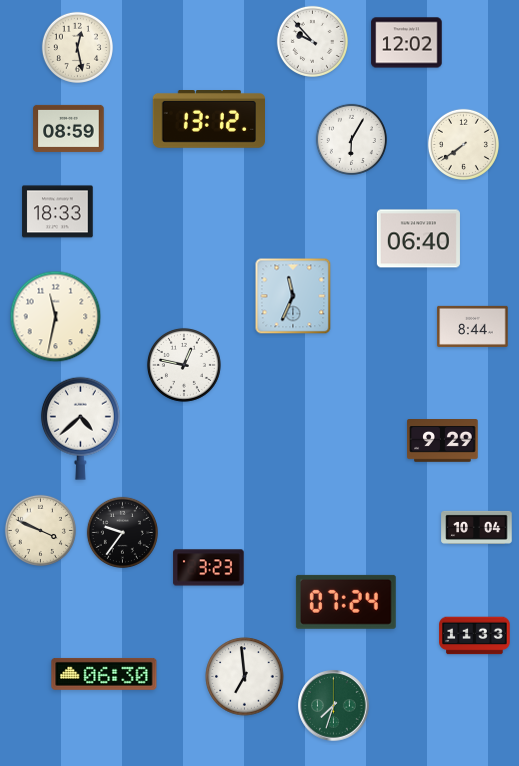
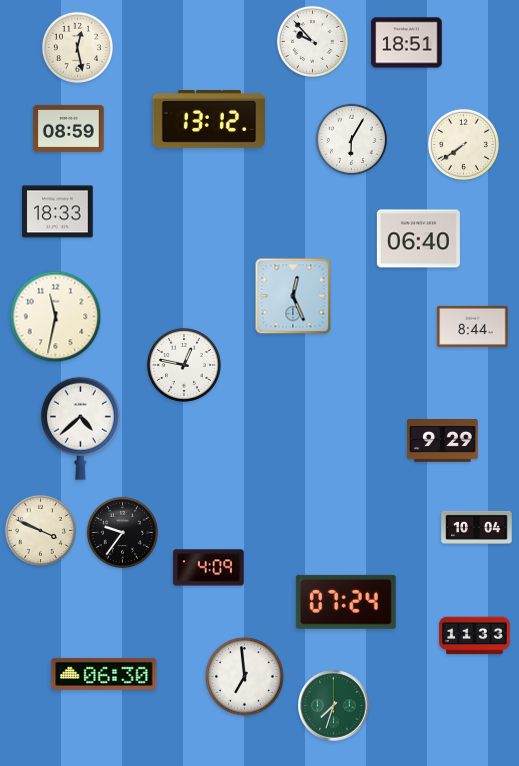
clock at (407, 43): 12:02 -> 18:51
clock at (293, 296): 11:34 -> 12:26
clock at (209, 568): 3:23 -> 4:09
